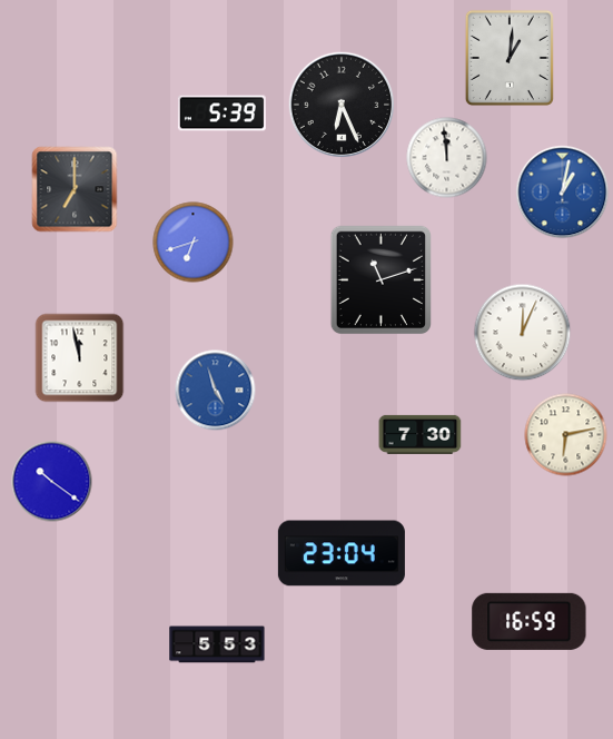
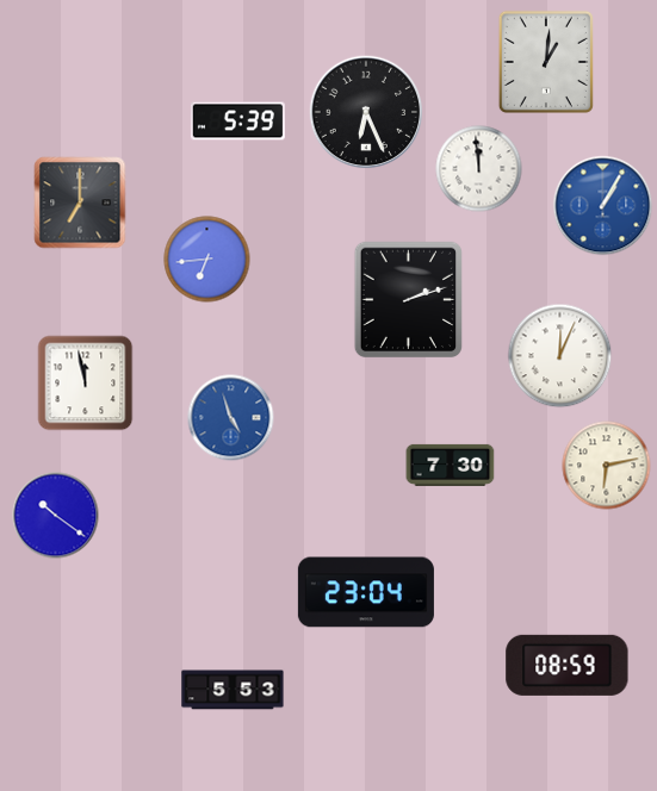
clock at (563, 193): 1:02 -> 1:05
clock at (194, 243): 6:42 -> 6:44
clock at (382, 280): 11:12 -> 2:12
clock at (530, 621): 16:59 -> 08:59
